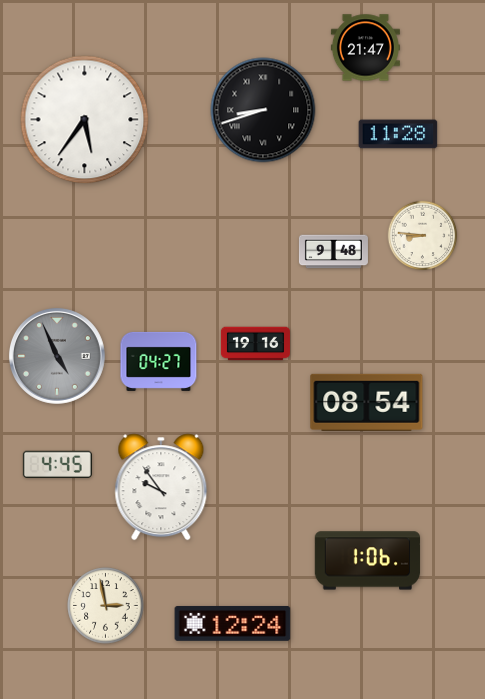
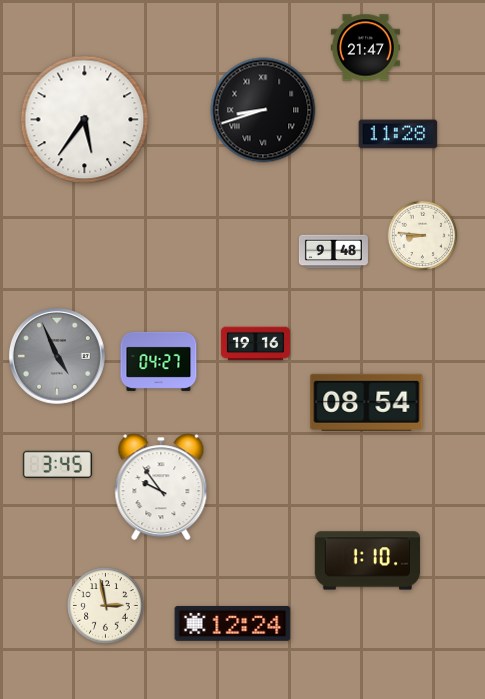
clock at (57, 464): 4:45 -> 3:45
clock at (368, 561): 1:06 -> 1:10
